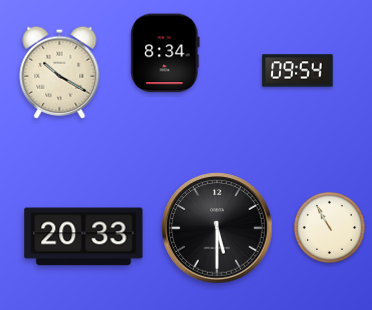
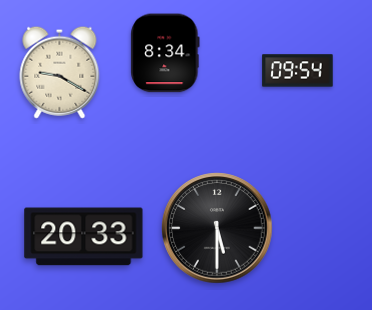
clock at (60, 72): 10:20 -> 9:20
clock at (329, 227): 10:55 -> none
